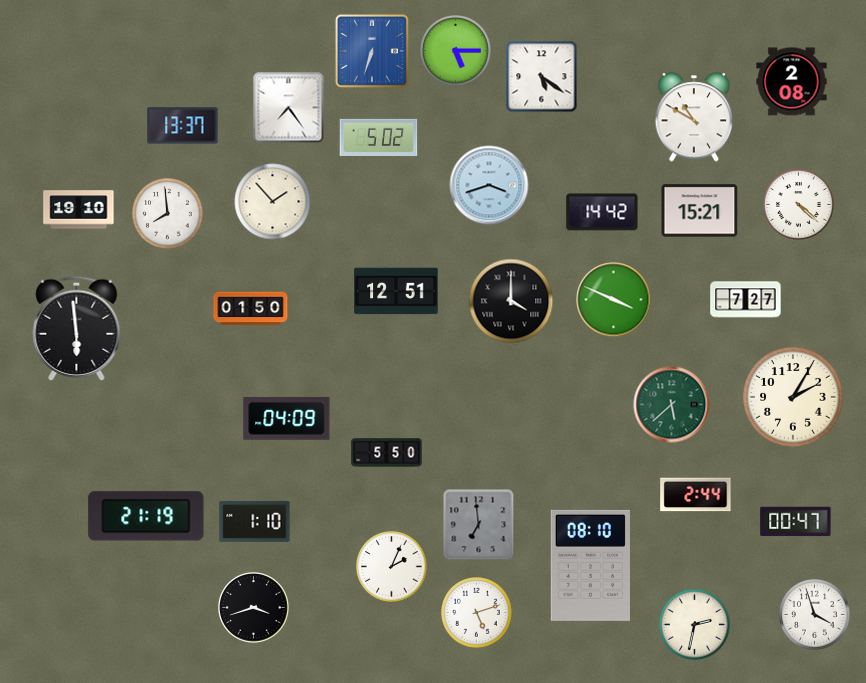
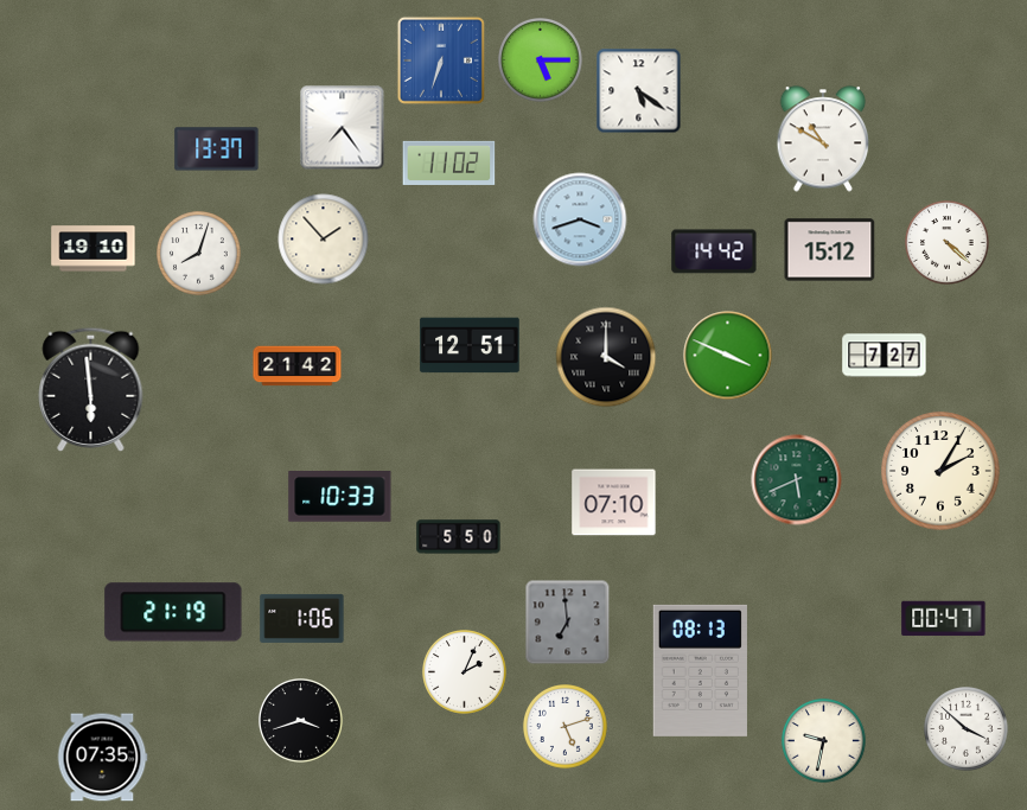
clock at (542, 77) position: (542, 77) -> (639, 91)
clock at (792, 82): 2:08 -> none
clock at (379, 137): 5:02 -> 11:02
clock at (700, 211): 15:21 -> 15:12
clock at (168, 214): 7:59 -> 8:03
clock at (251, 309): 01:50 -> 21:42
clock at (672, 405): 5:38 -> 5:41
clock at (287, 419): 04:09 -> 10:33
clock at (614, 503): none -> 07:10
clock at (696, 495): 2:44 -> none
clock at (255, 521): 1:10 -> 1:06
clock at (590, 565): 08:10 -> 08:13
clock at (815, 615): 3:57 -> 3:52
clock at (695, 625): 2:32 -> 9:32
clock at (102, 758): none -> 07:35
